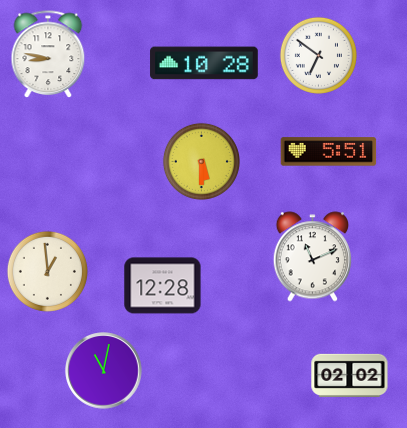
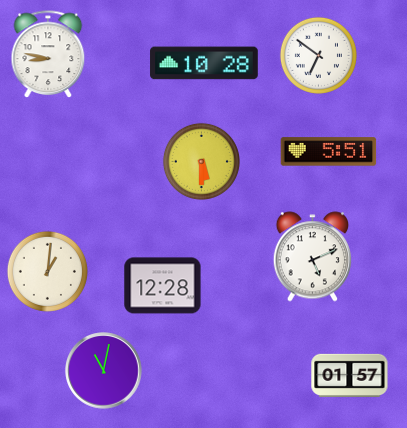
clock at (312, 257): 11:11 -> 5:11
clock at (47, 271): 12:59 -> 1:01
clock at (350, 375): 02:02 -> 01:57
